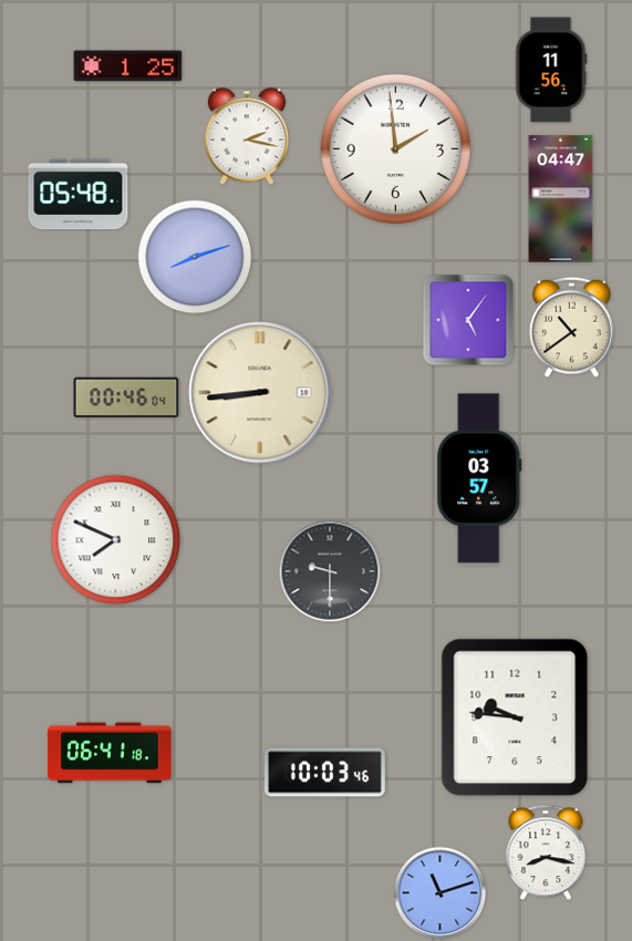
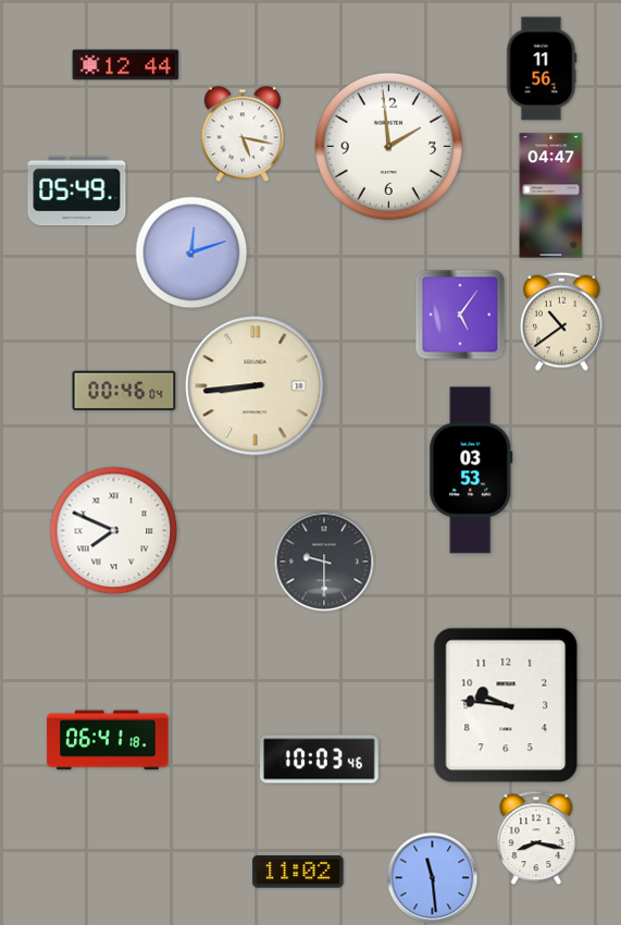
clock at (128, 66): 1:25 -> 12:44
clock at (247, 136): 2:17 -> 5:17
clock at (79, 195): 05:48 -> 05:49
clock at (195, 257): 8:12 -> 12:12
clock at (479, 478): 03:57 -> 03:53
clock at (298, 872): none -> 11:02
clock at (441, 893): 11:12 -> 11:29
